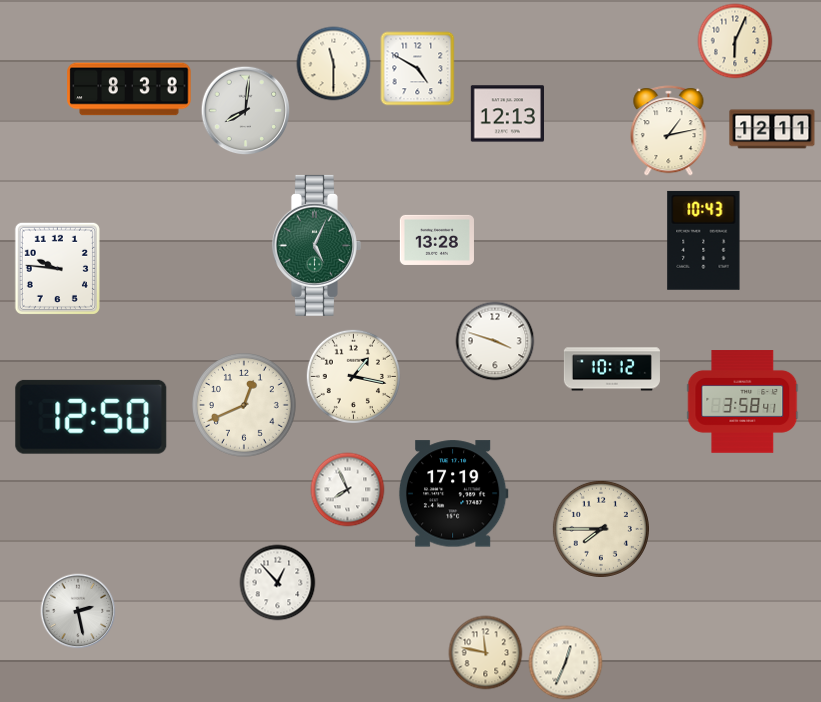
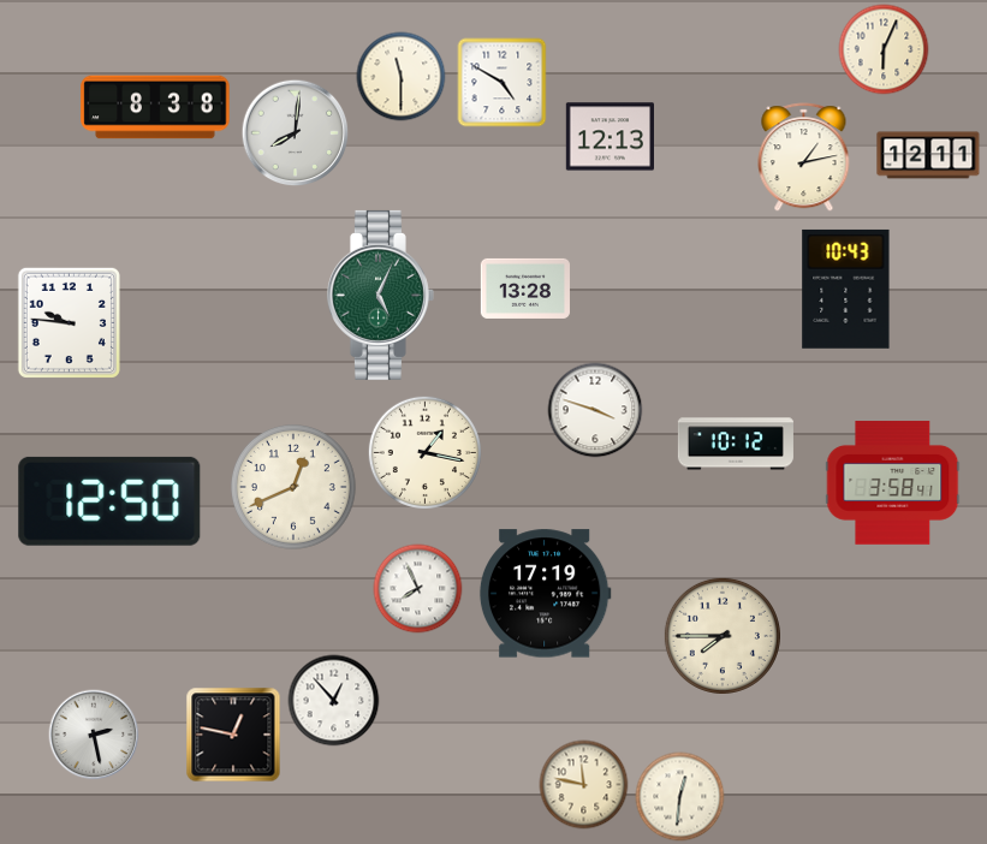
clock at (233, 735): none -> 12:47
clock at (566, 663): 12:34 -> 12:31
